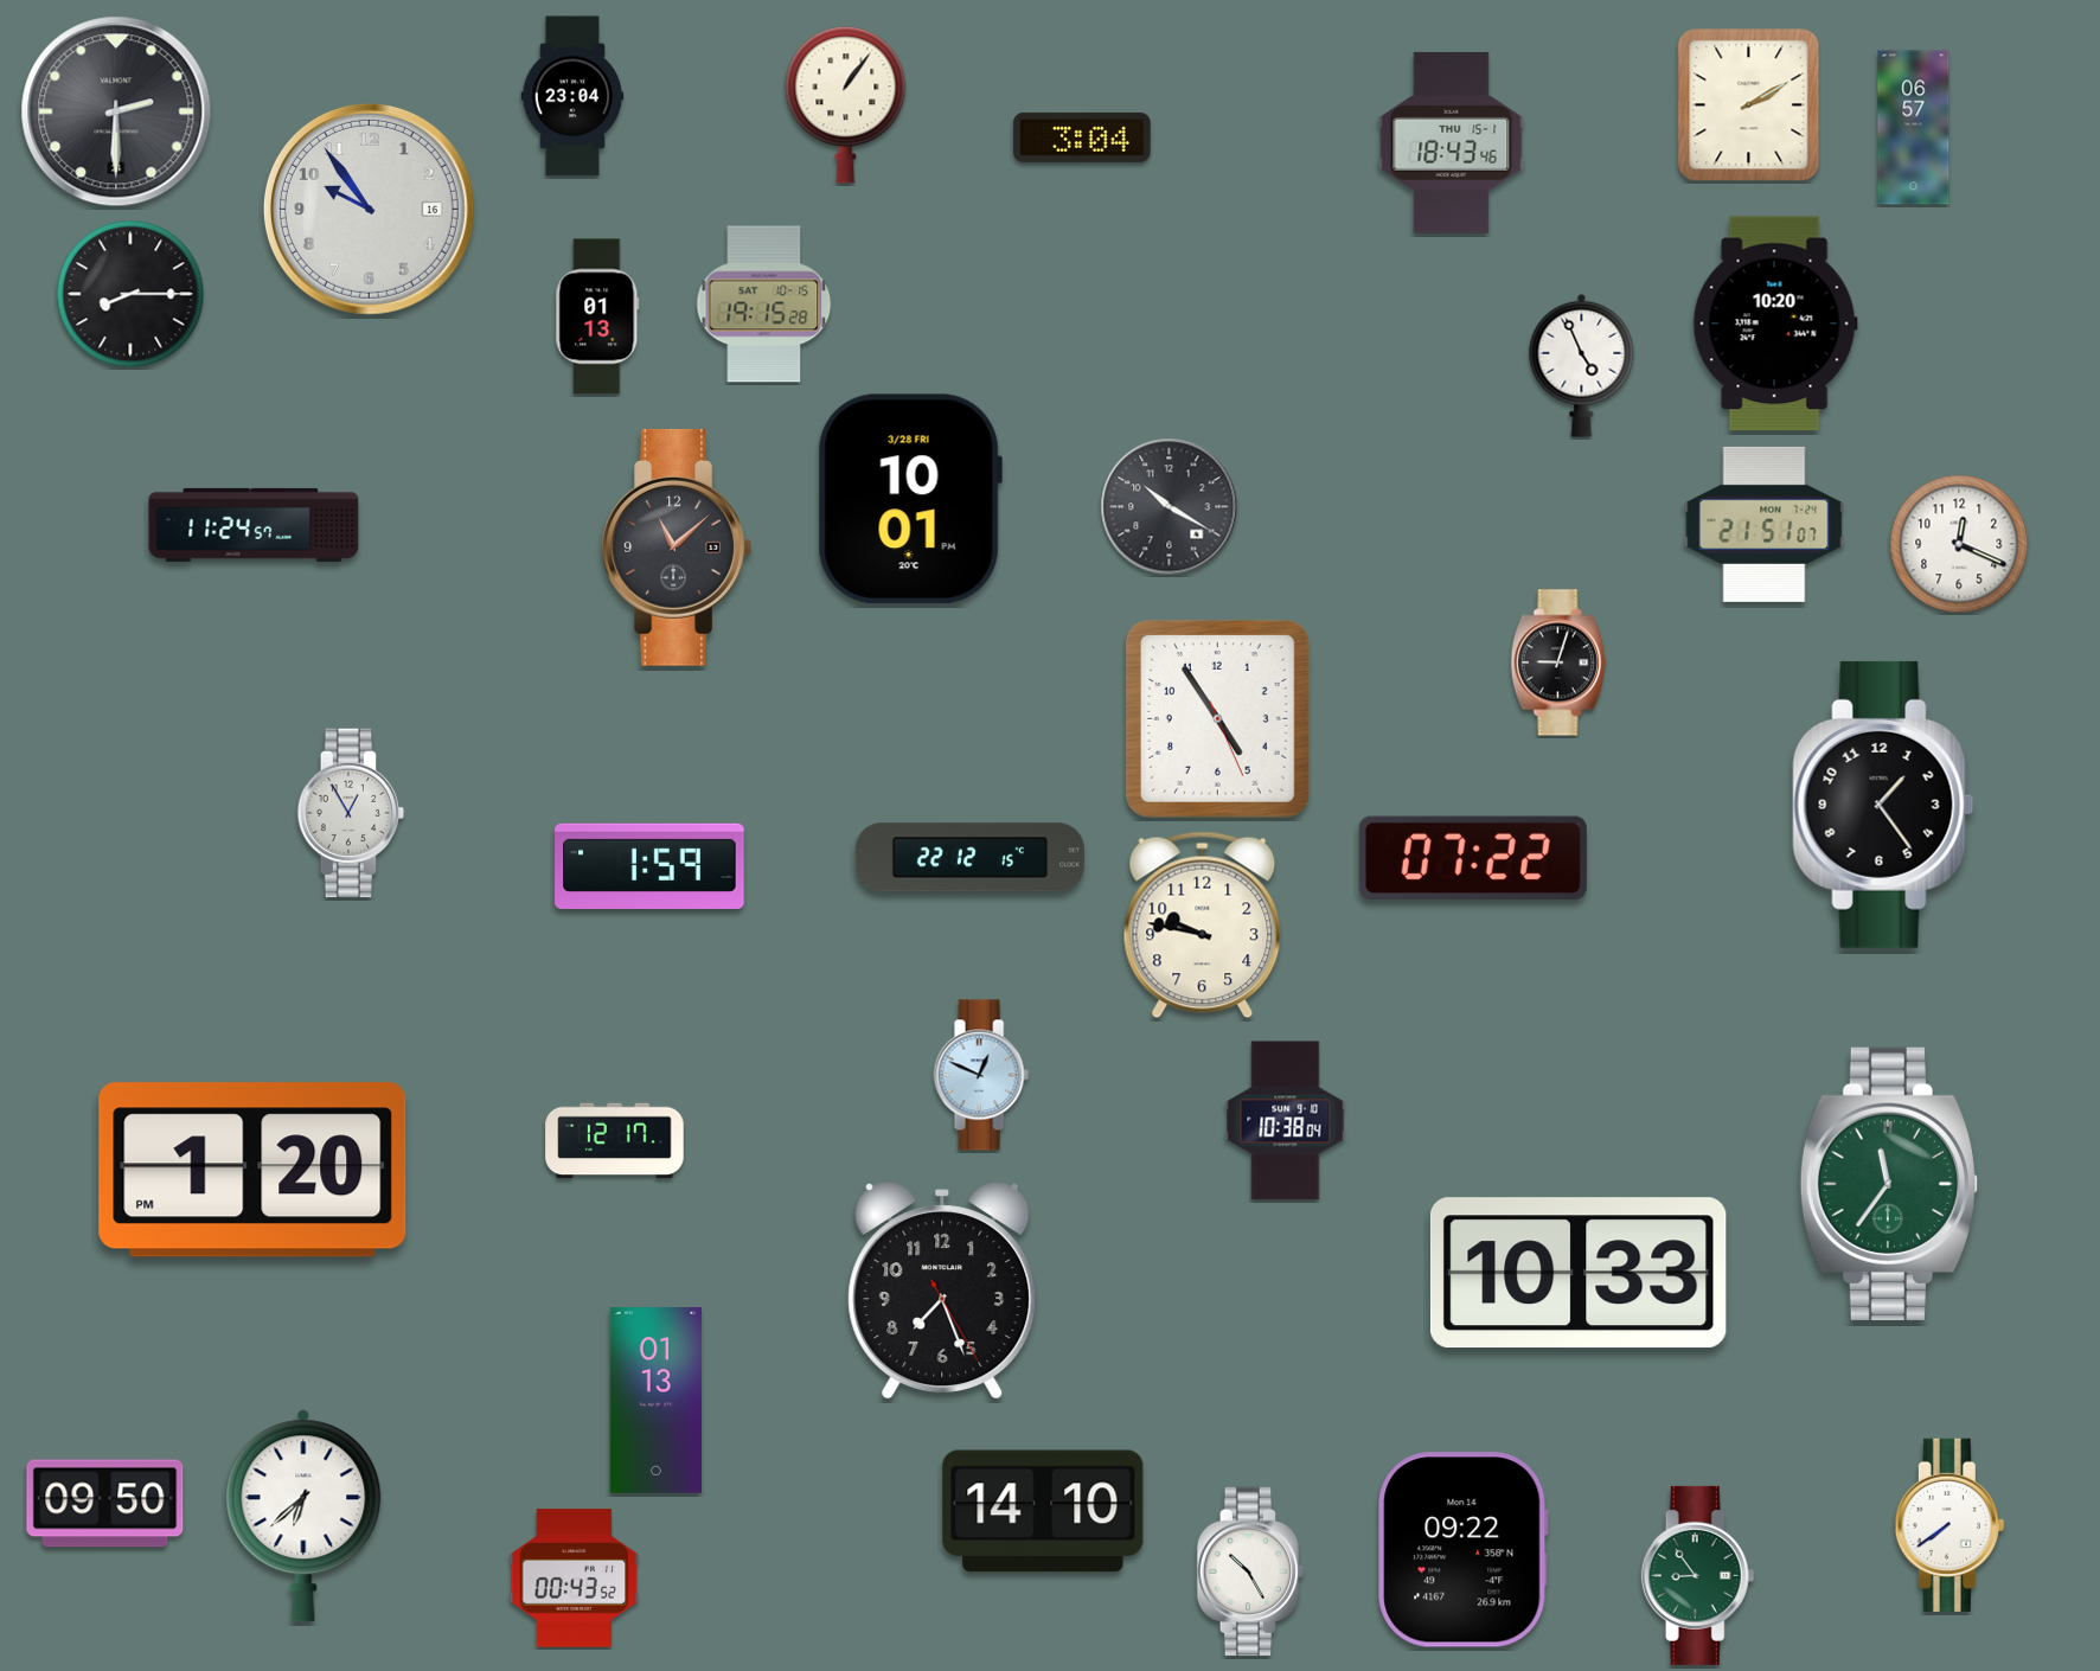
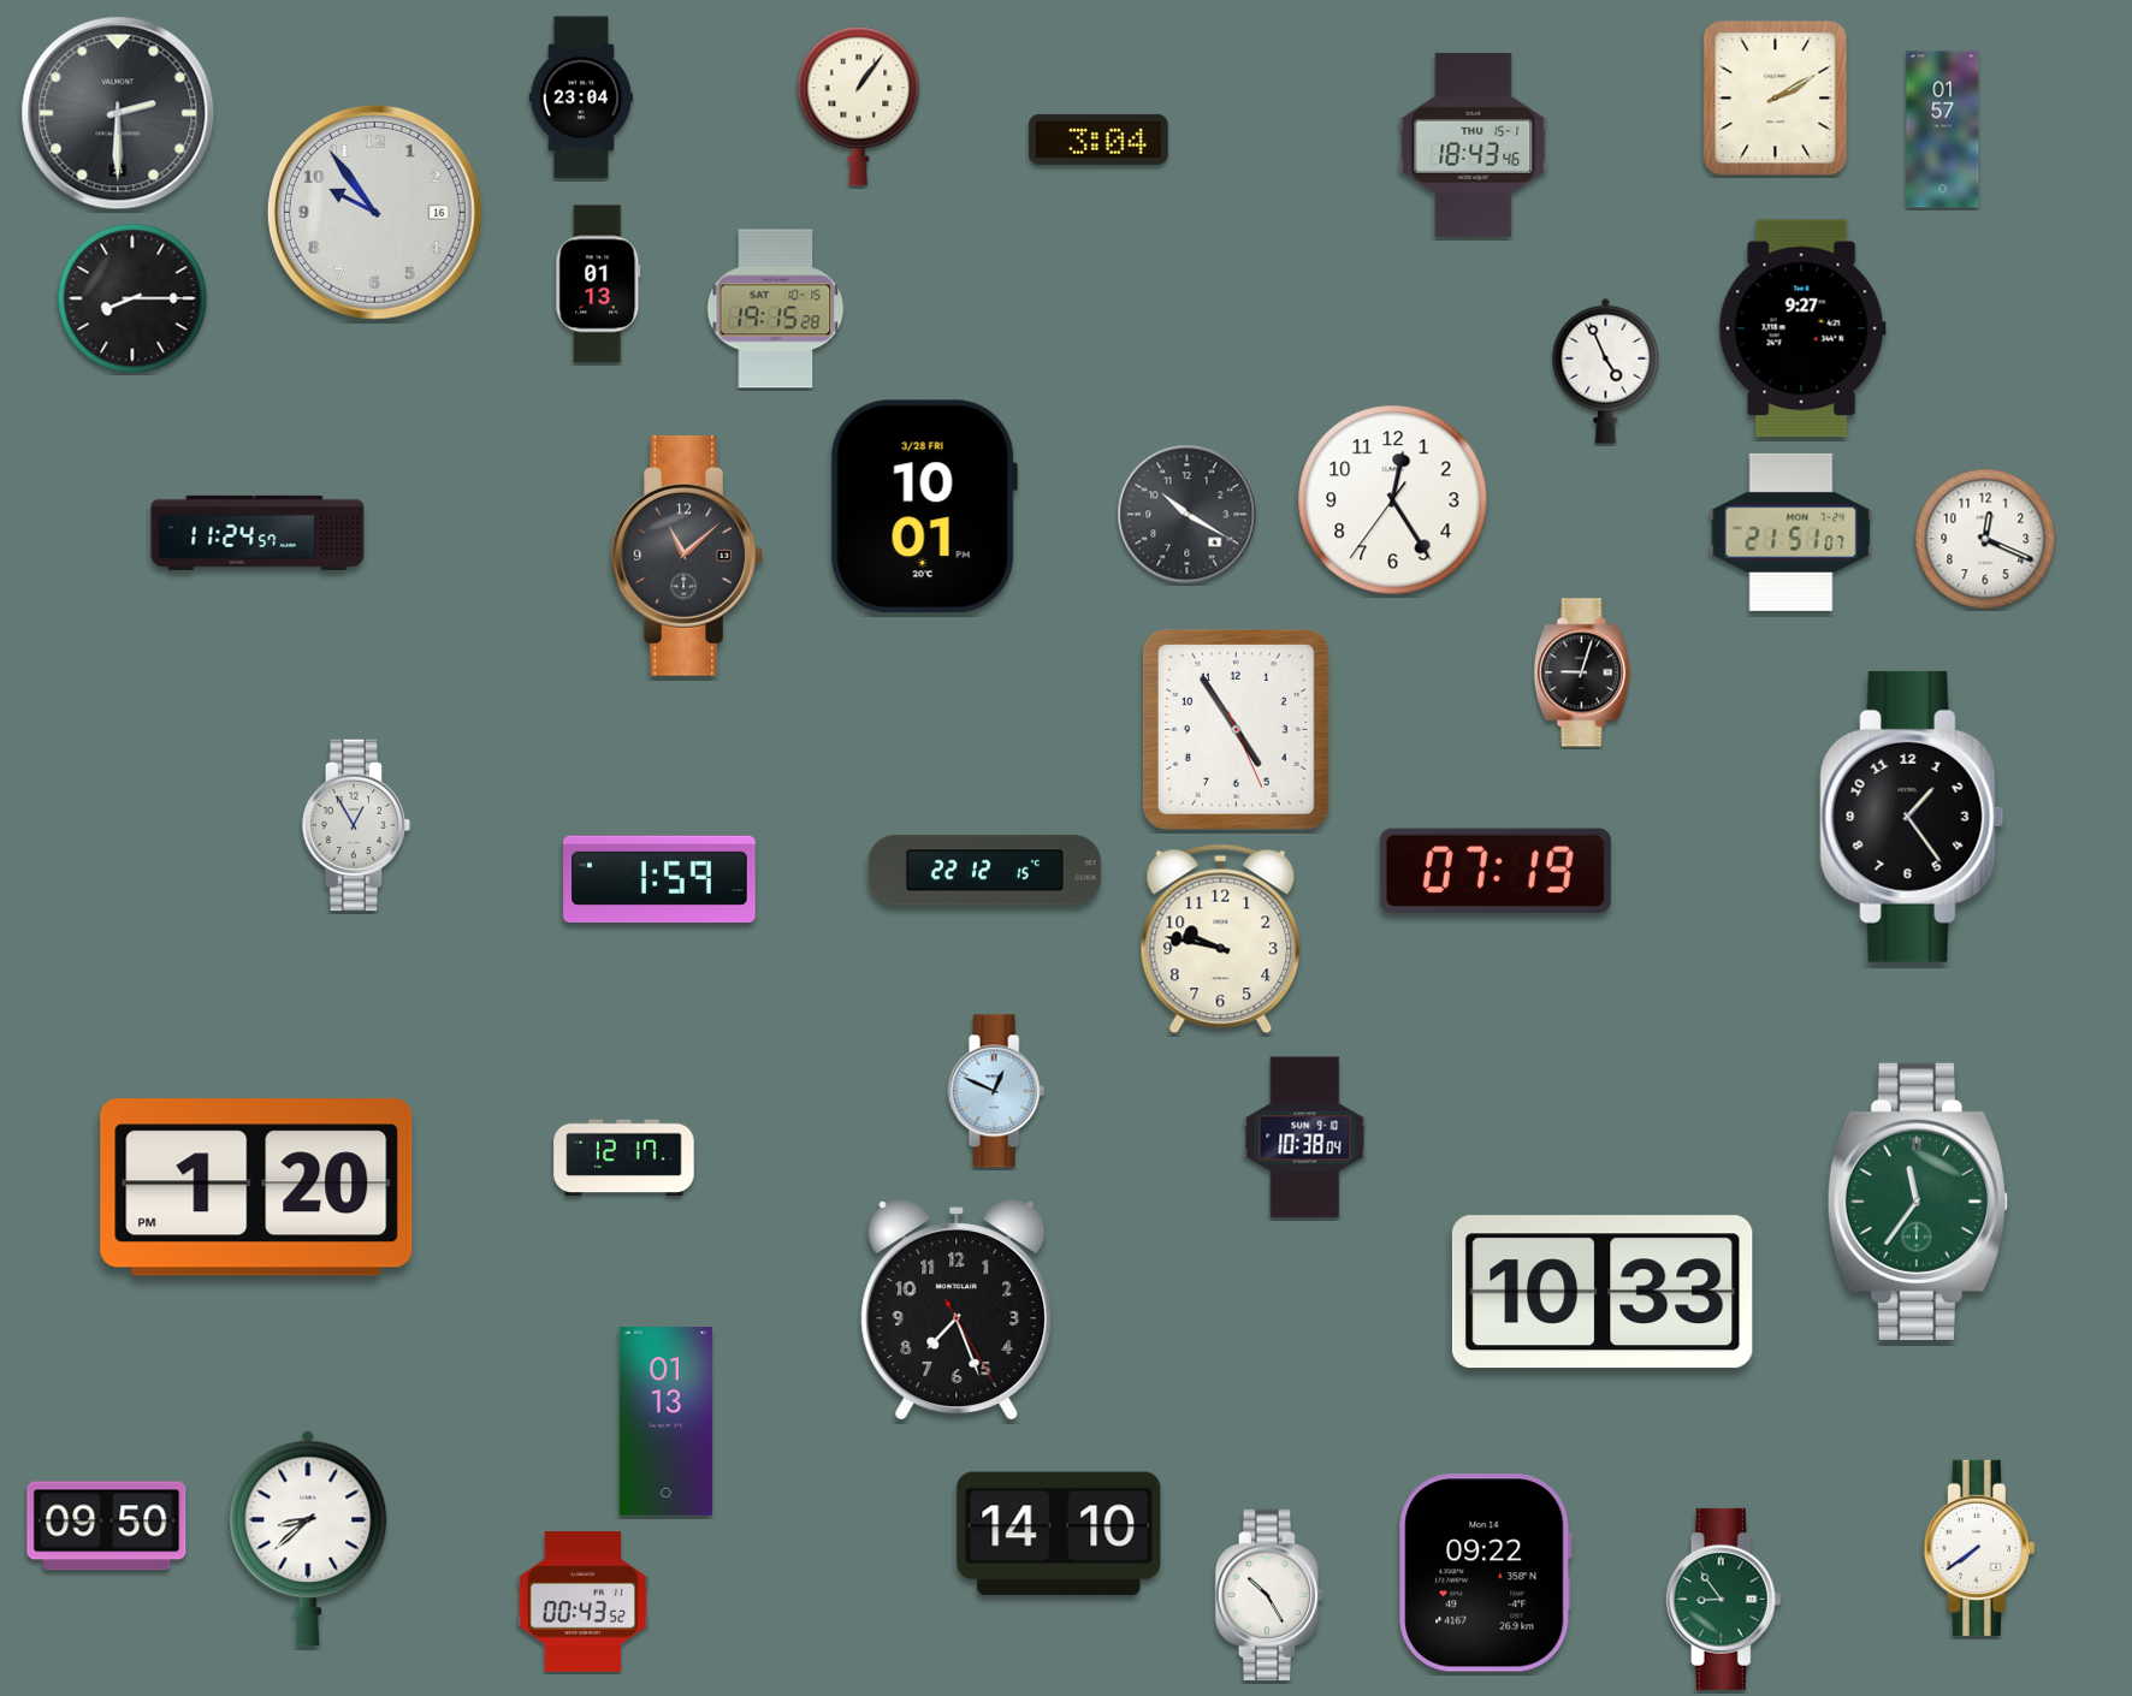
clock at (1749, 105) position: (1749, 105) -> (1776, 99)
clock at (1914, 128): 06:57 -> 01:57
clock at (597, 316) position: (597, 316) -> (598, 284)
clock at (1775, 324): 10:20 -> 9:27
clock at (1393, 500): none -> 12:24
clock at (1959, 544) position: (1959, 544) -> (1985, 539)
clock at (1473, 857): 07:22 -> 07:19
clock at (303, 1516): 6:38 -> 8:38
